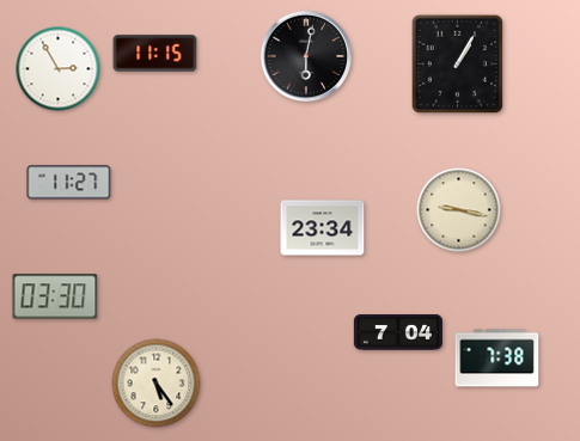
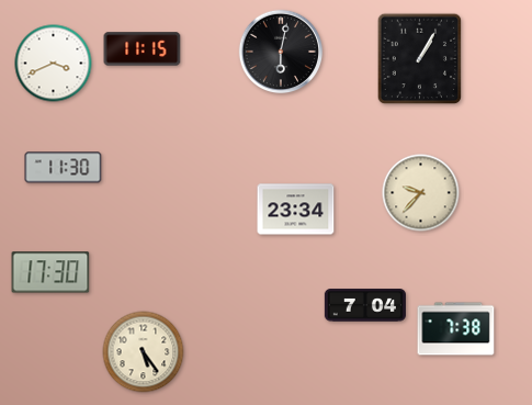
clock at (59, 69): 2:55 -> 3:41
clock at (69, 183): 11:27 -> 11:30
clock at (459, 210): 9:17 -> 9:37
clock at (55, 296): 03:30 -> 17:30
